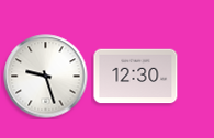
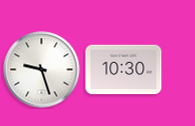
clock at (136, 77): 12:30 -> 10:30
